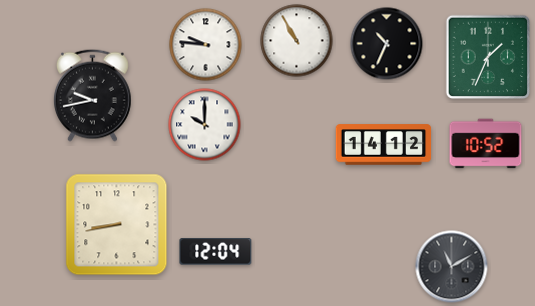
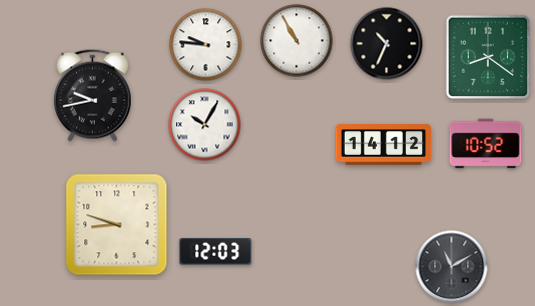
clock at (488, 57): 1:34 -> 8:21
clock at (205, 125): 10:00 -> 10:05
clock at (117, 225): 8:43 -> 8:48
clock at (216, 252): 12:04 -> 12:03
